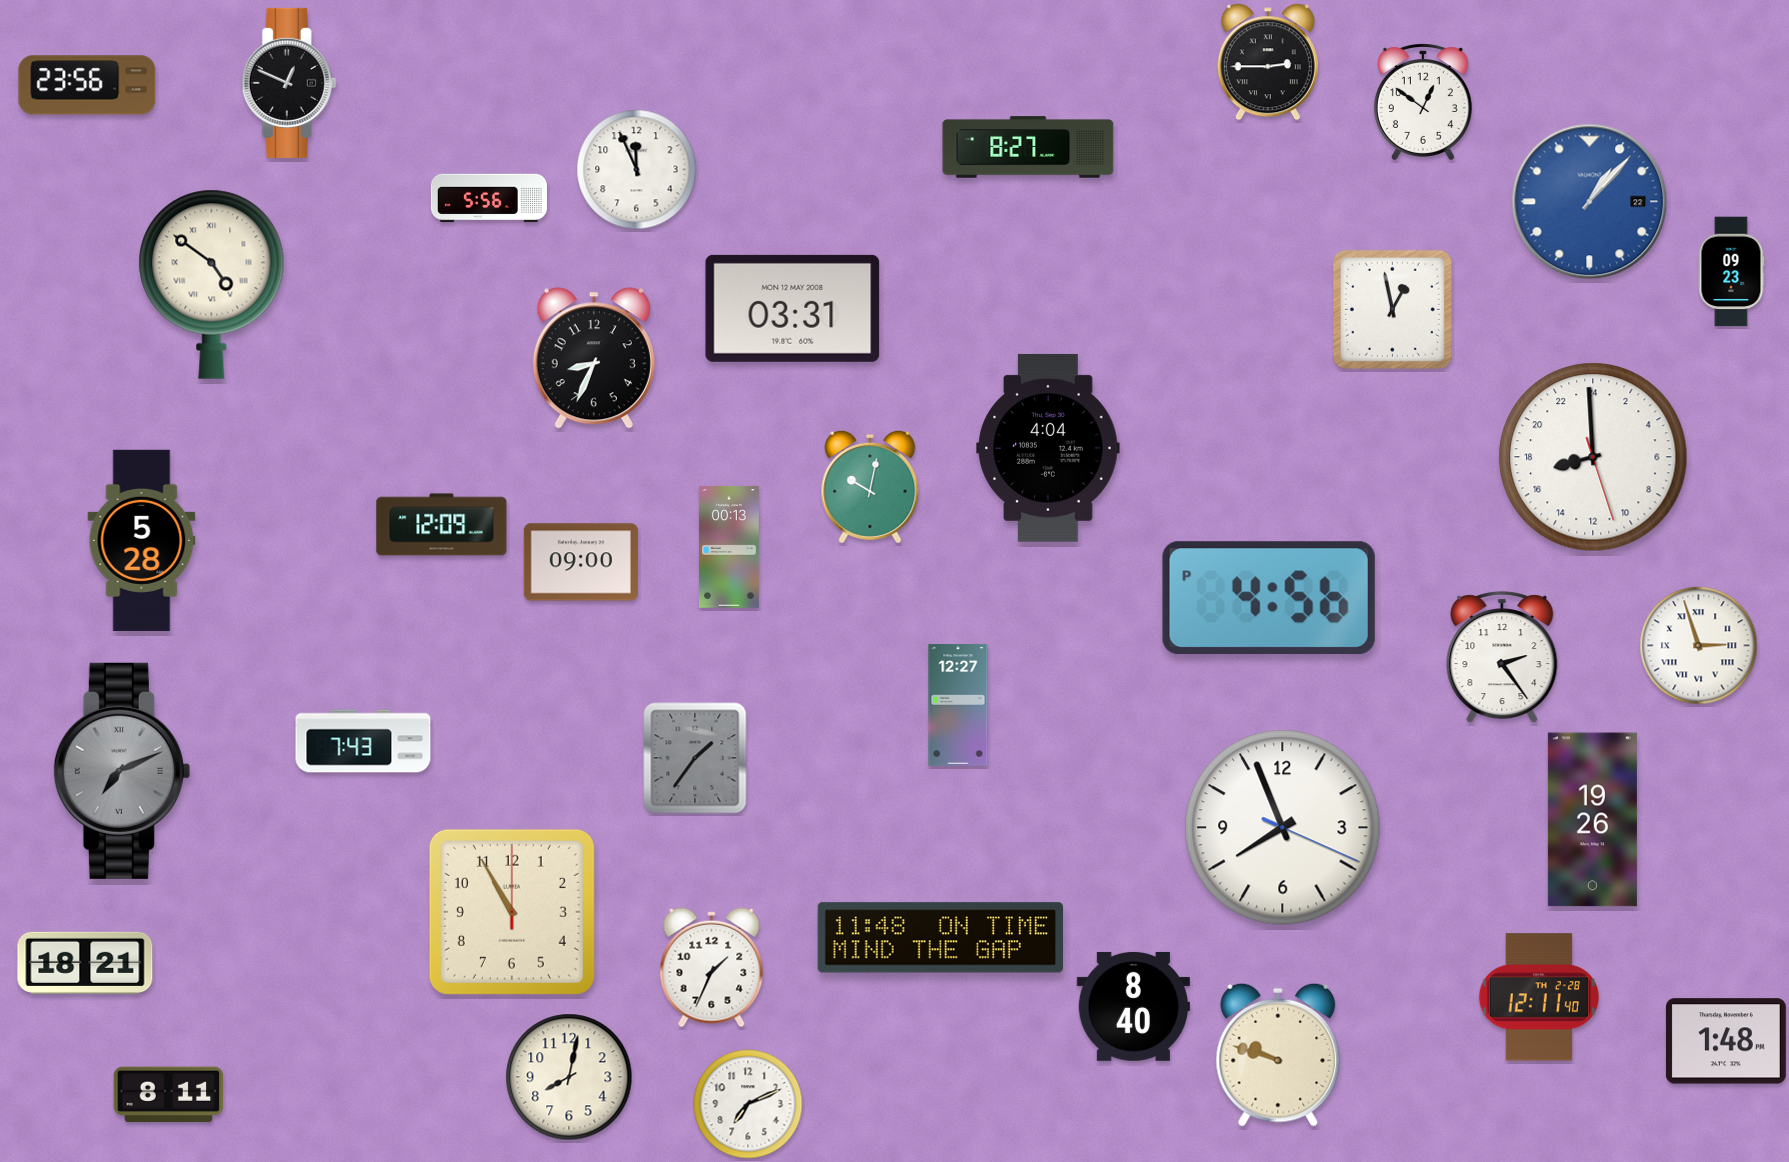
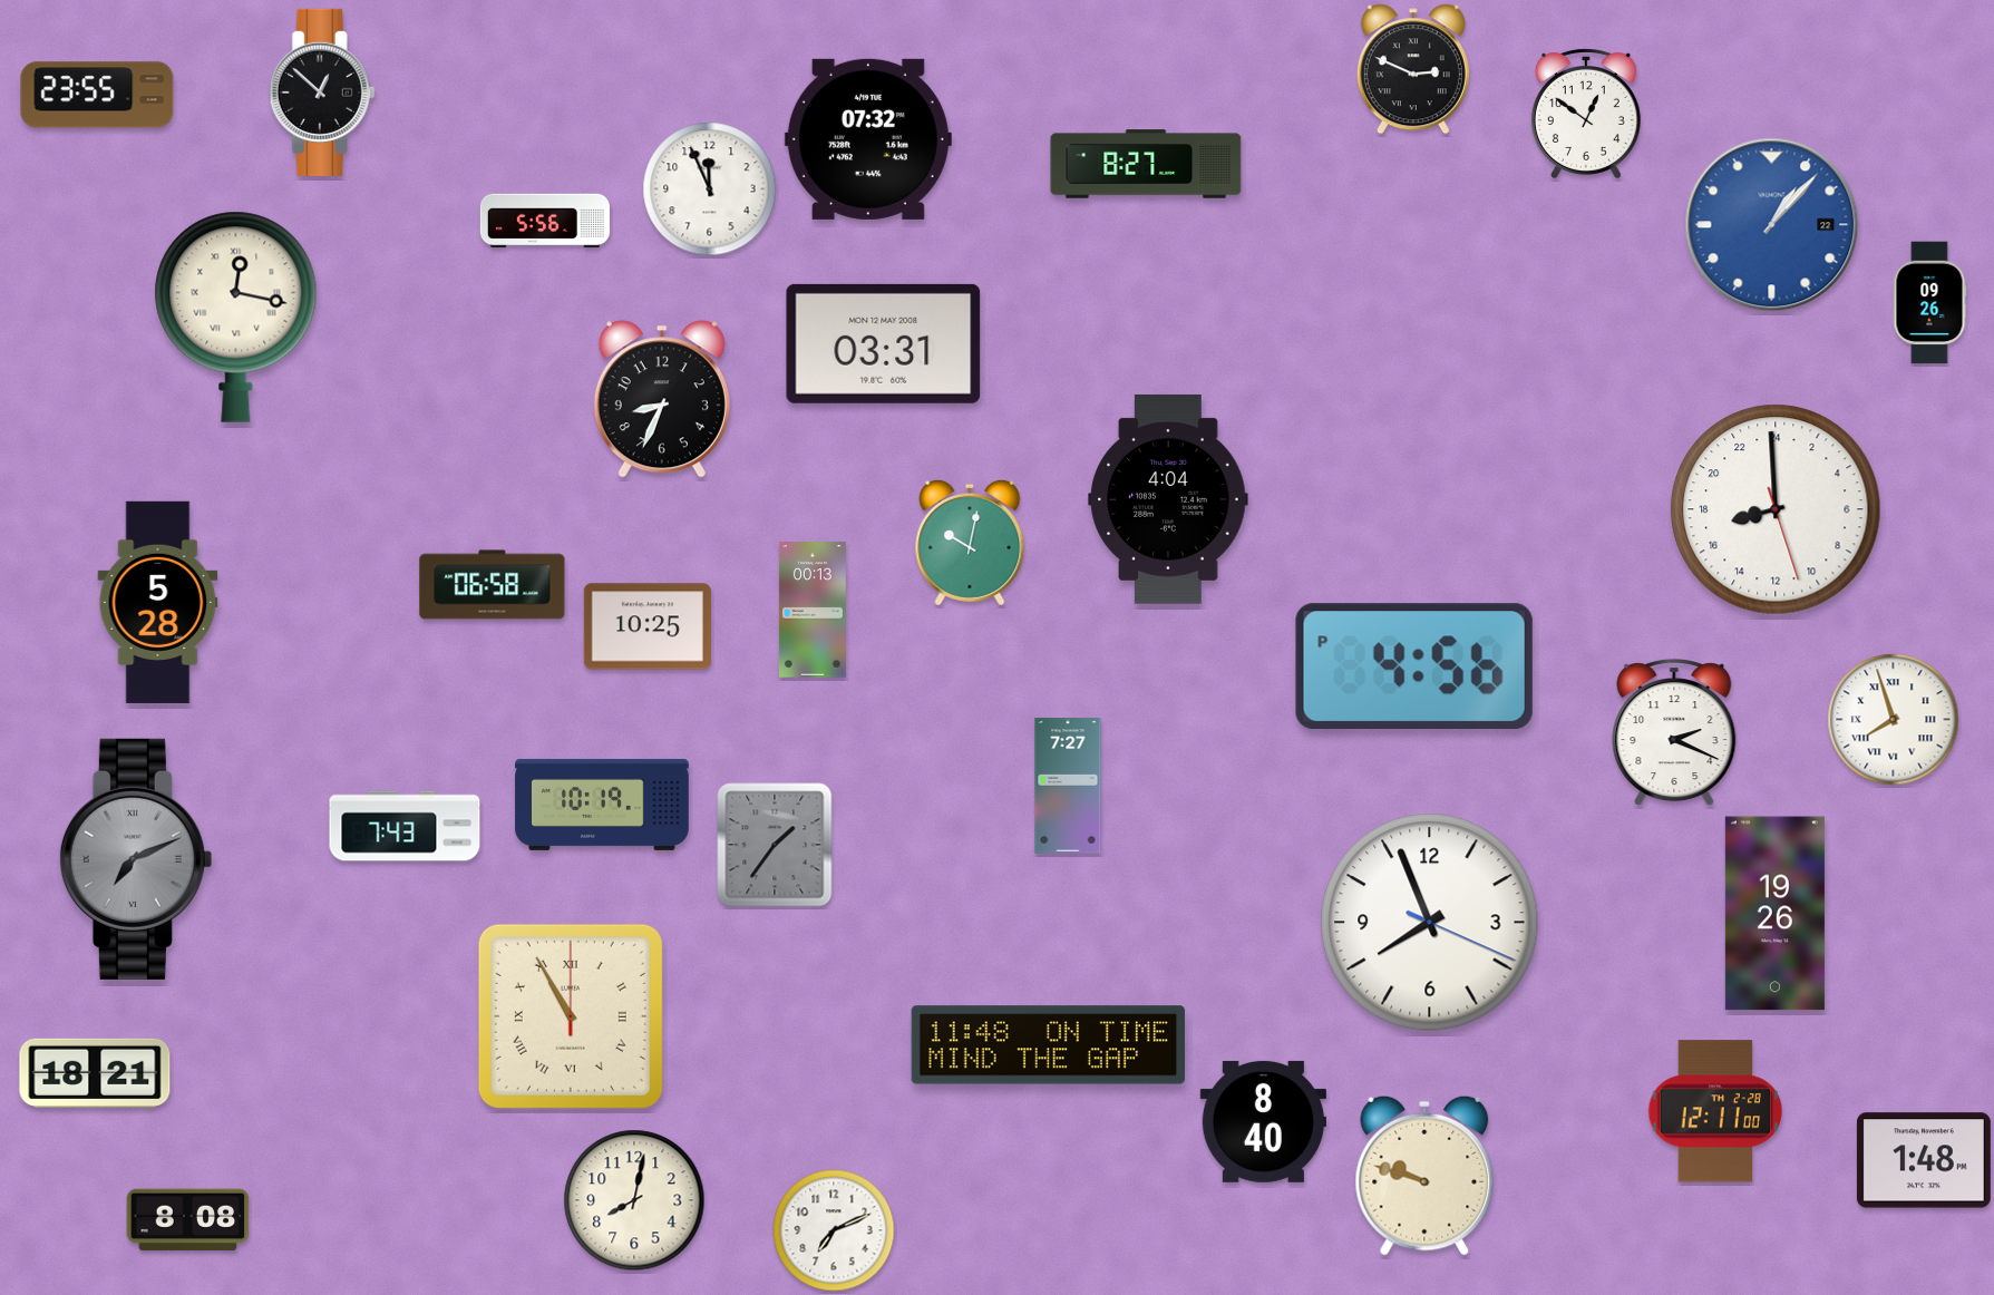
clock at (1268, 62): 2:45 -> 2:49
clock at (289, 83): 12:49 -> 12:52
clock at (87, 85): 23:56 -> 23:55
clock at (868, 139): none -> 07:32
clock at (1731, 272): 09:23 -> 09:26
clock at (212, 284): 4:51 -> 12:17
clock at (1392, 309): 12:58 -> none
clock at (442, 525): 12:09 -> 06:58
clock at (581, 562): 09:00 -> 10:25
clock at (1699, 646): 2:57 -> 7:57
clock at (1502, 658): 2:24 -> 2:19
clock at (958, 705): 12:27 -> 7:27
clock at (602, 805): none -> 10:19
clock at (512, 912) numerals: Arabic -> Roman
clock at (712, 968): 1:34 -> none
clock at (1539, 997): 12:11:40 -> 12:11:00
clock at (169, 1095): 8:11 -> 8:08
